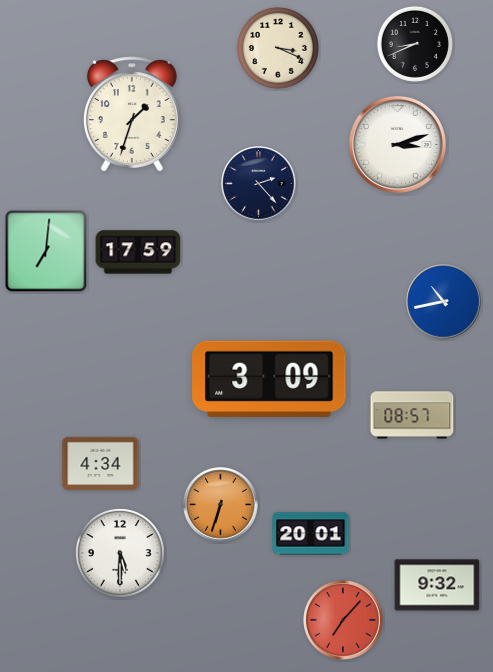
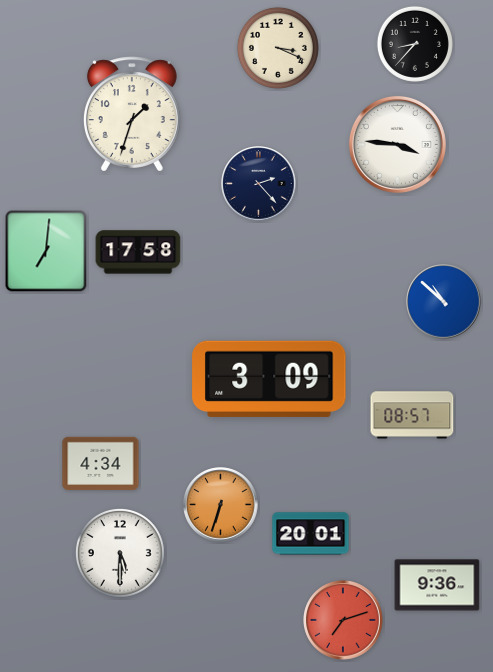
clock at (415, 44): 8:41 -> 8:37
clock at (397, 144): 3:12 -> 3:46
clock at (138, 252): 17:59 -> 17:58
clock at (444, 302): 10:43 -> 10:52
clock at (437, 585): 9:32 -> 9:36
clock at (343, 620): 7:07 -> 7:12
